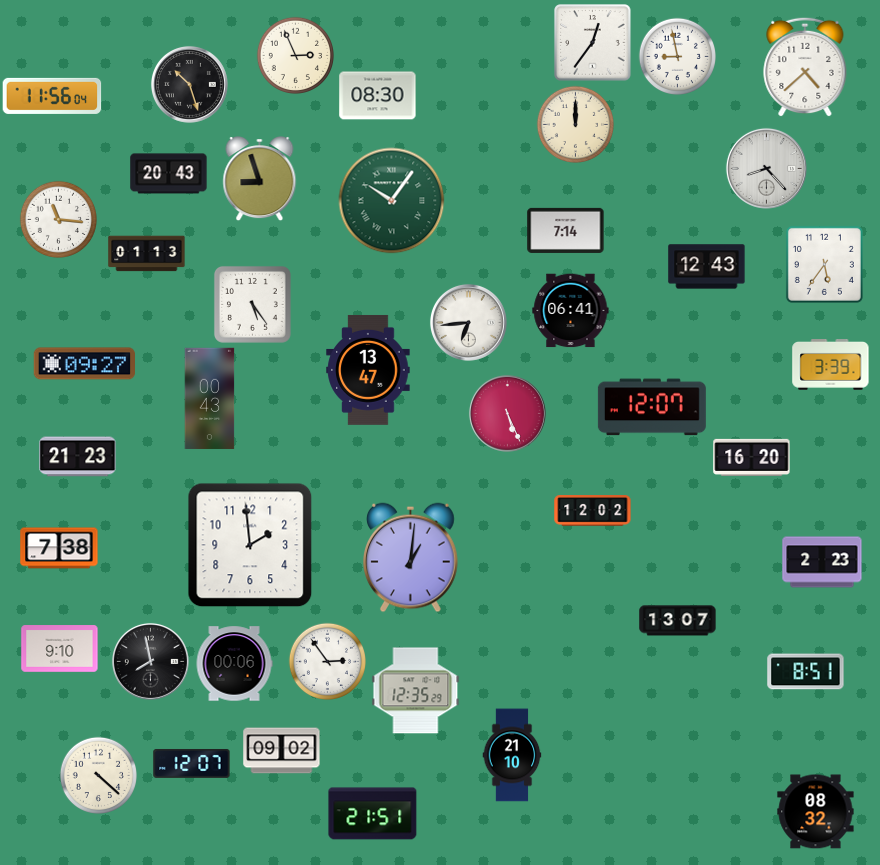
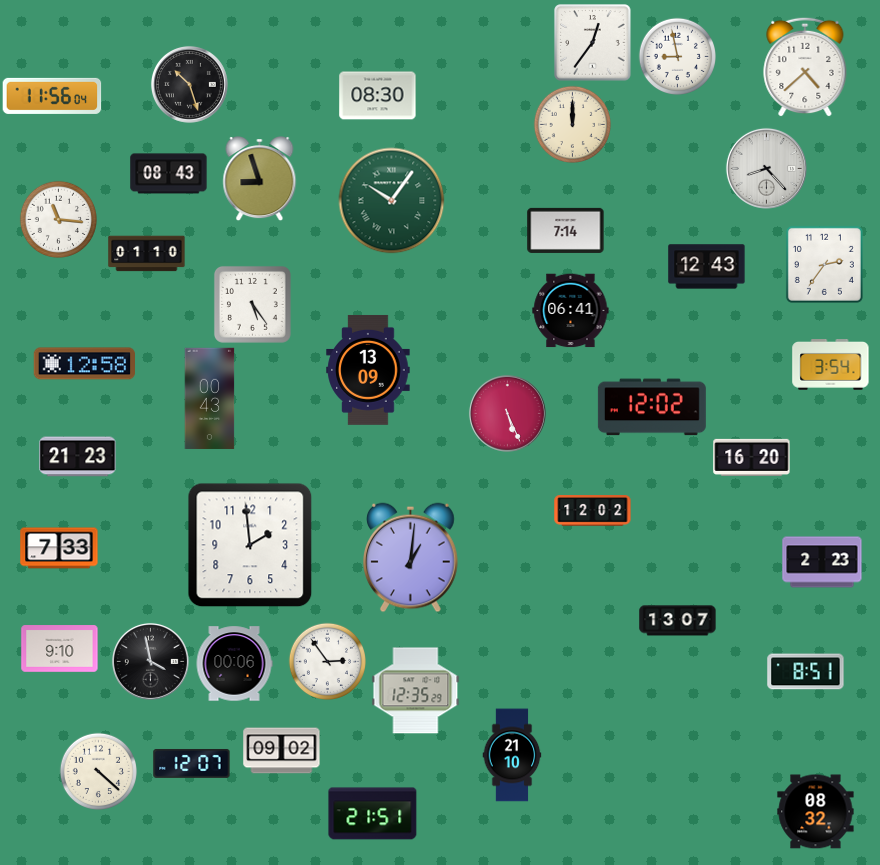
clock at (295, 55): 2:56 -> none
clock at (575, 124) position: (575, 124) -> (572, 124)
clock at (169, 174): 20:43 -> 08:43
clock at (147, 254): 01:13 -> 01:10
clock at (824, 264): 5:36 -> 2:36
clock at (468, 322): 6:44 -> none
clock at (85, 364): 09:27 -> 12:58
clock at (831, 365): 3:39 -> 3:54
clock at (368, 370): 13:47 -> 13:09
clock at (652, 407): 12:07 -> 12:02
clock at (59, 548): 7:38 -> 7:33
clock at (150, 661): 7:58 -> 3:58
clock at (98, 775) position: (98, 775) -> (98, 771)
